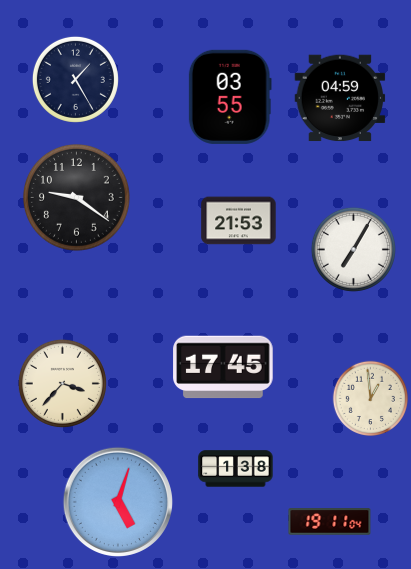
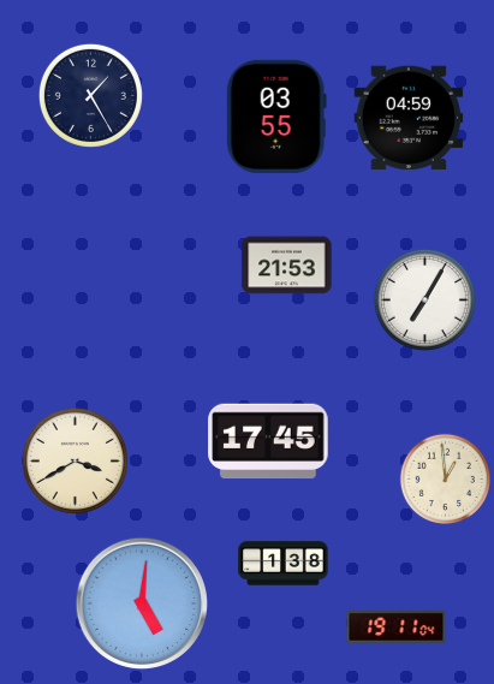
clock at (77, 198): 9:21 -> none
clock at (62, 383): 3:37 -> 3:40
clock at (117, 501): 5:03 -> 5:01
